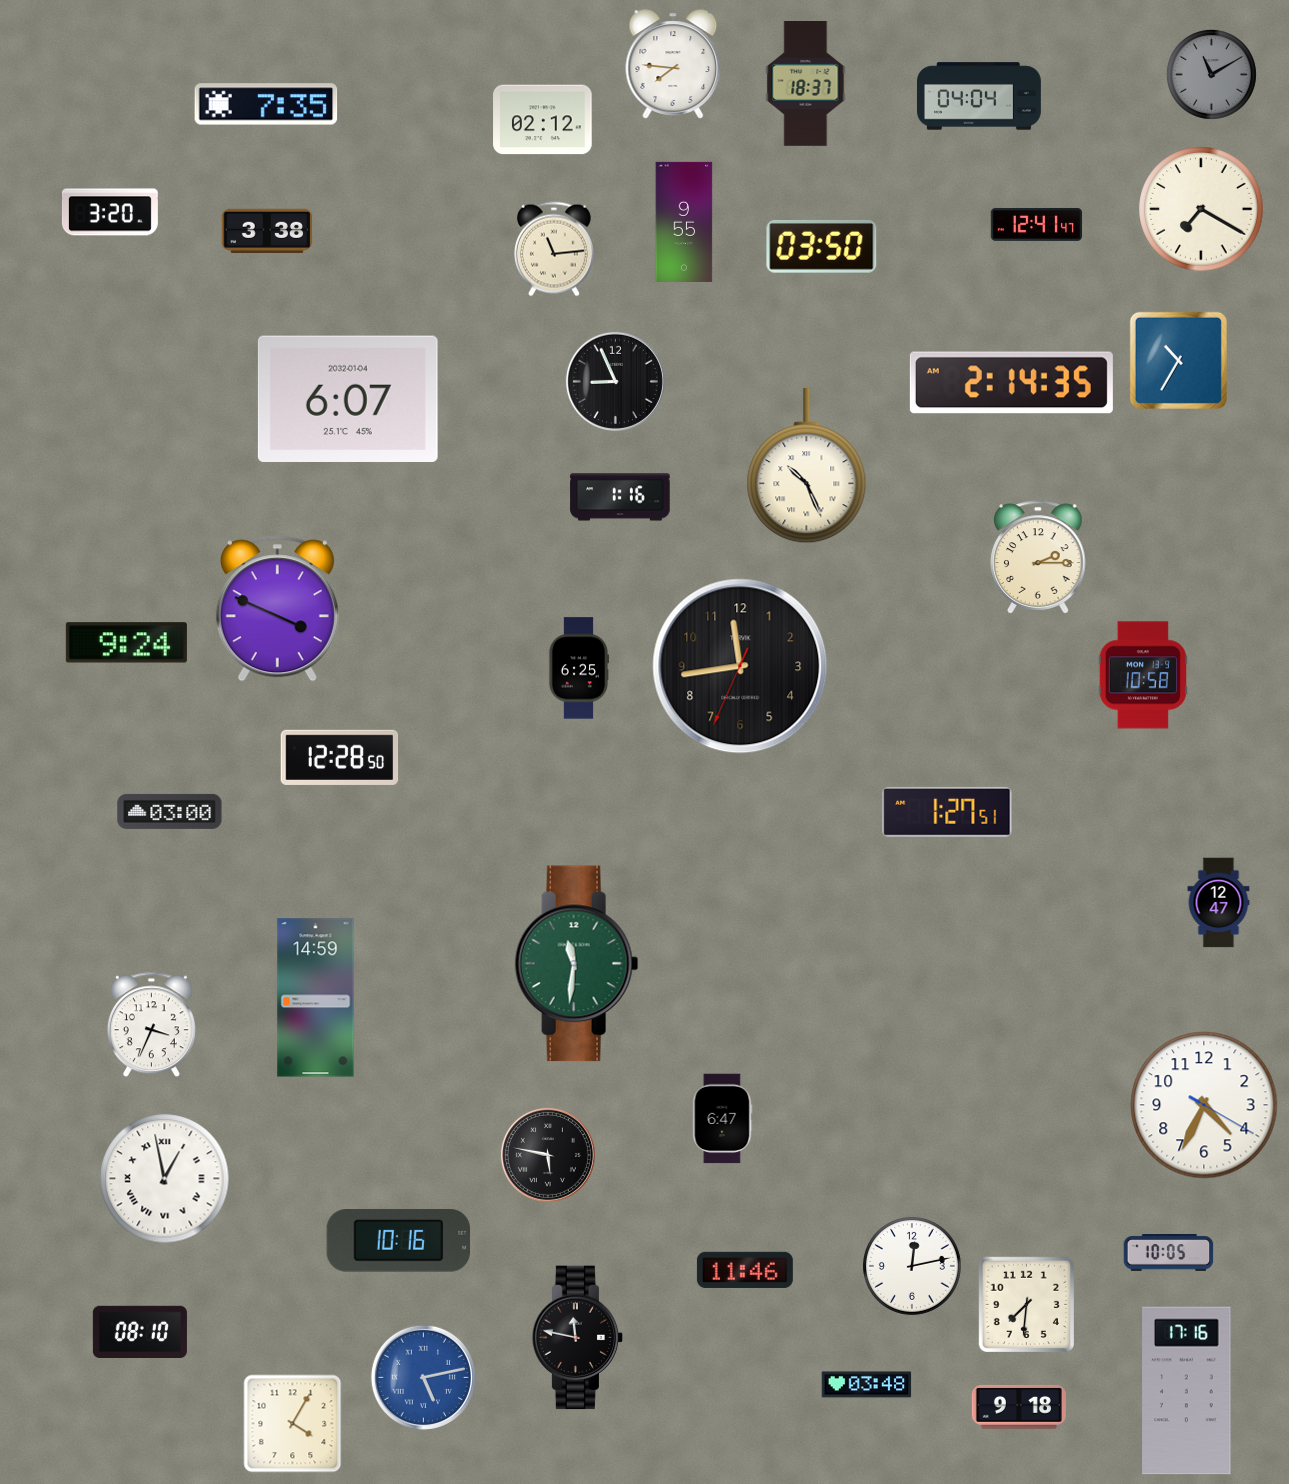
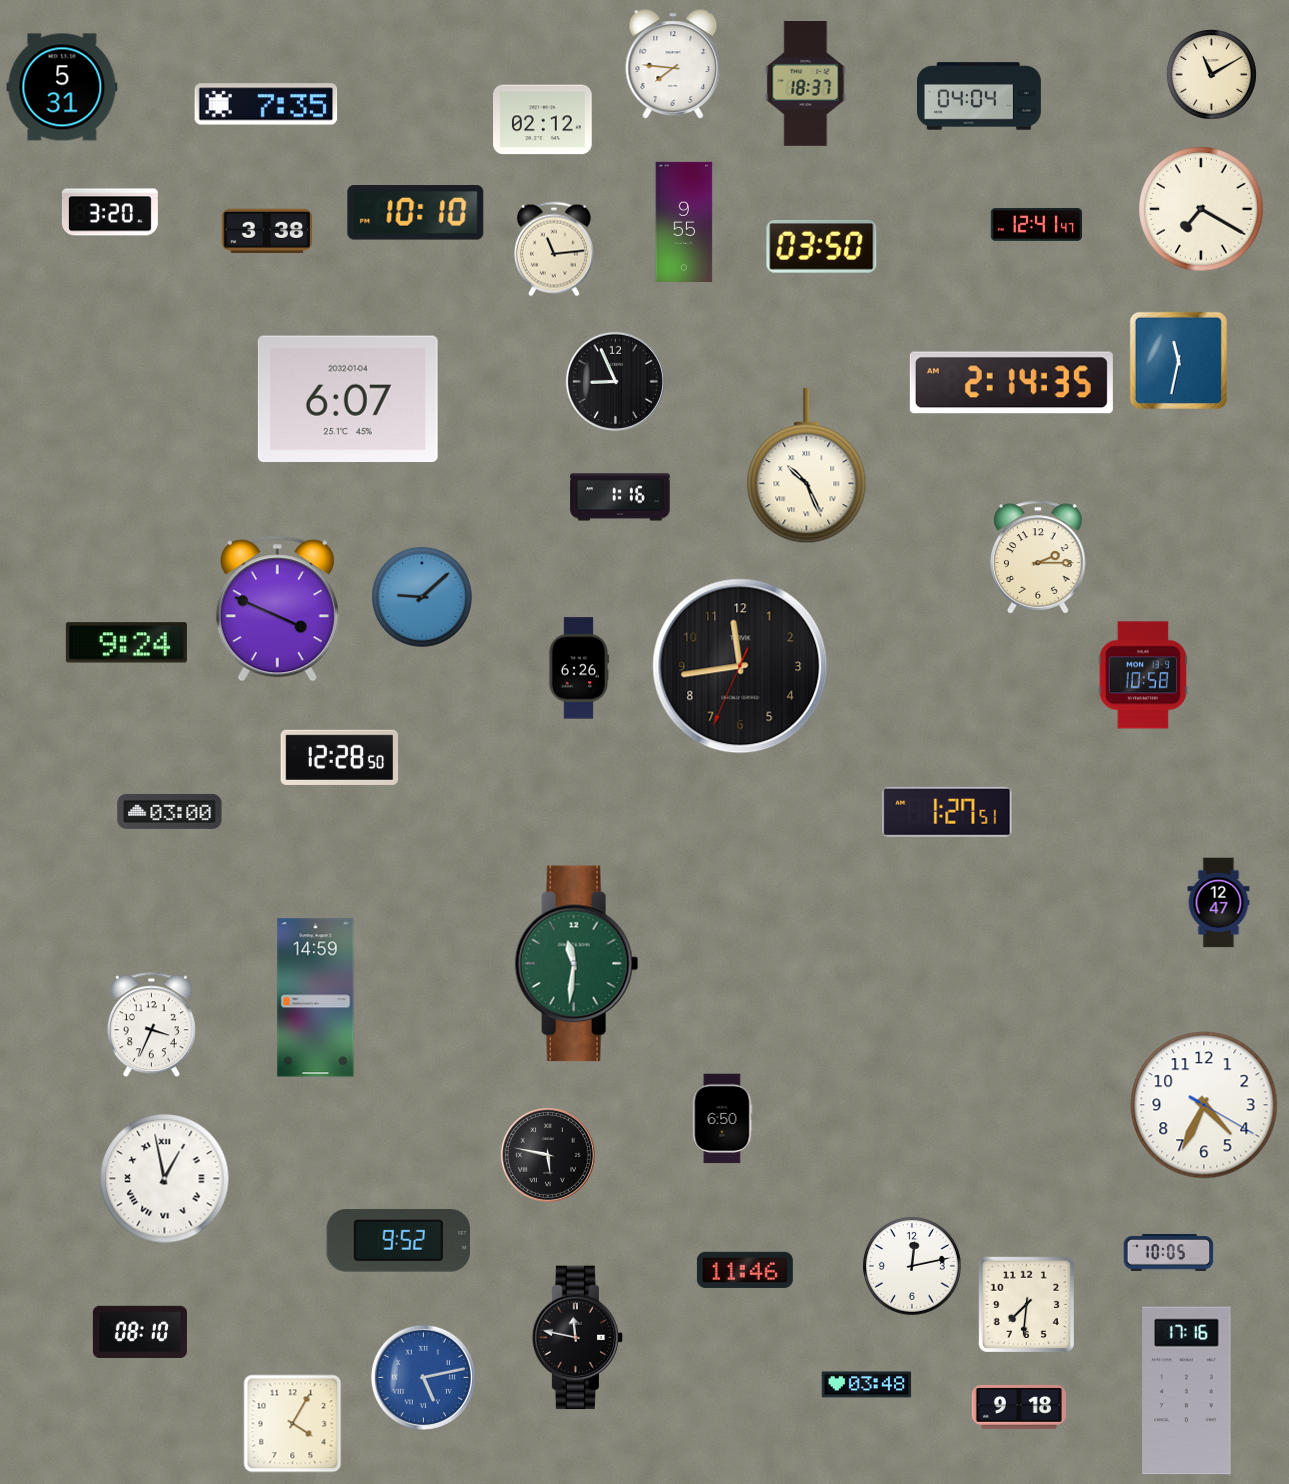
clock at (1211, 74) dial: grey -> cream
clock at (62, 87): none -> 5:31
clock at (416, 213): none -> 10:10
clock at (1178, 360): 10:35 -> 11:32
clock at (422, 597): none -> 9:08
clock at (578, 668): 6:25 -> 6:26
clock at (722, 1119): 6:47 -> 6:50
clock at (399, 1241): 10:16 -> 9:52
